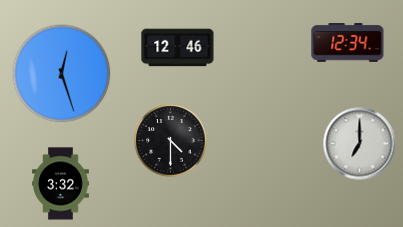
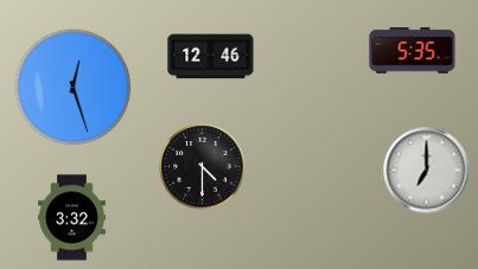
clock at (348, 43): 12:34 -> 5:35
